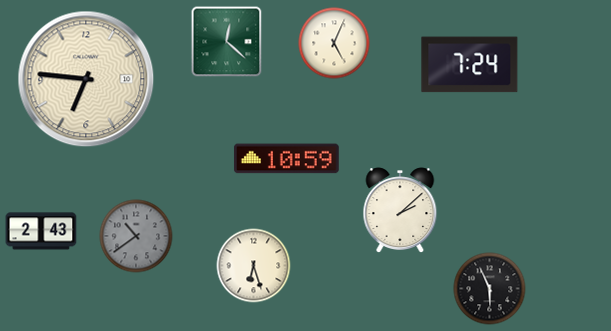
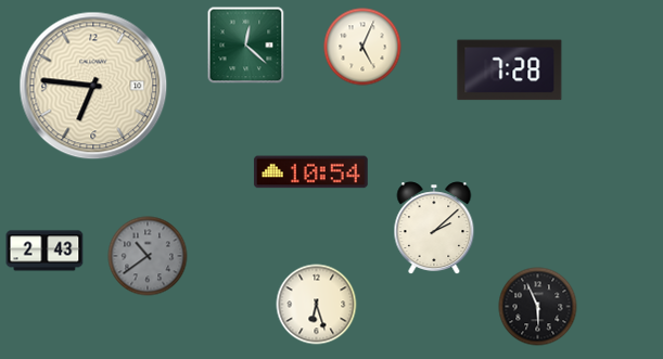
clock at (470, 65): 7:24 -> 7:28
clock at (287, 159): 10:59 -> 10:54
clock at (254, 266) position: (254, 266) -> (317, 305)
clock at (490, 289) position: (490, 289) -> (538, 307)
